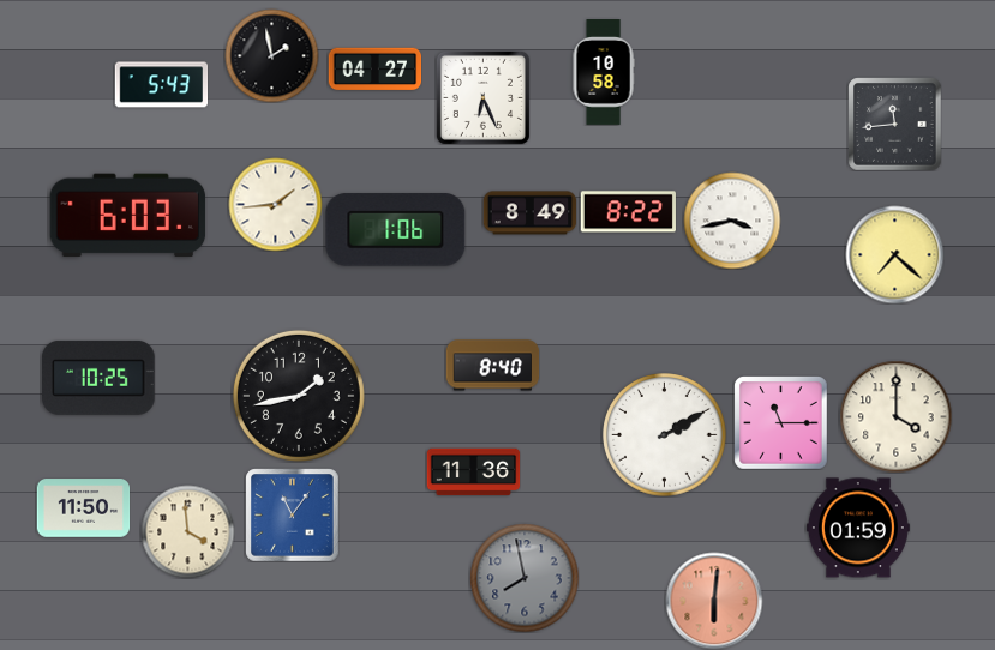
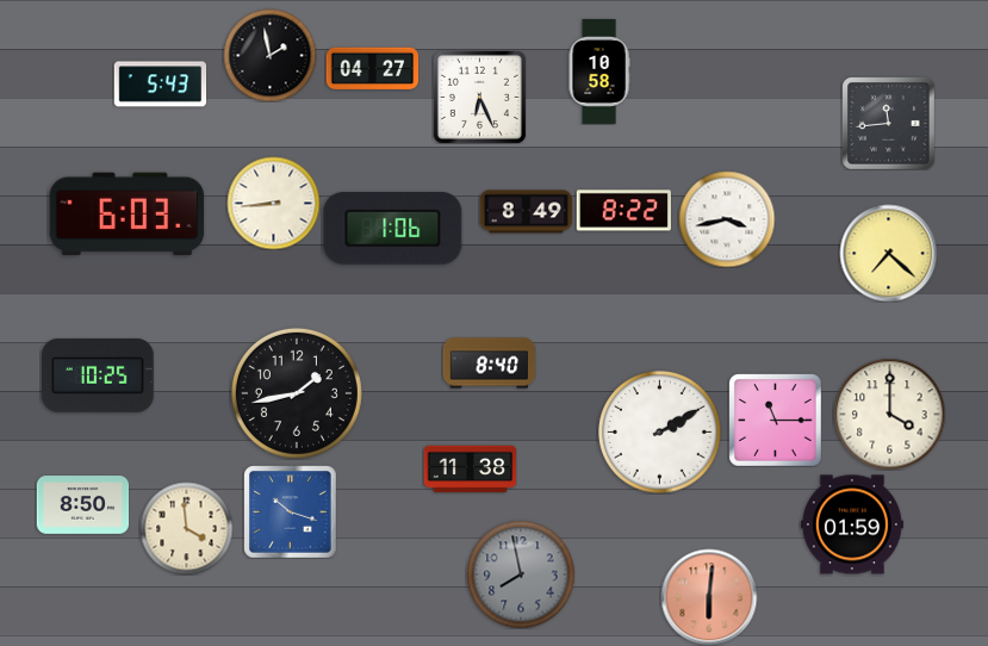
clock at (275, 204): 1:44 -> 8:44
clock at (473, 473): 11:36 -> 11:38
clock at (83, 508): 11:50 -> 8:50
clock at (292, 514): 11:06 -> 10:18
